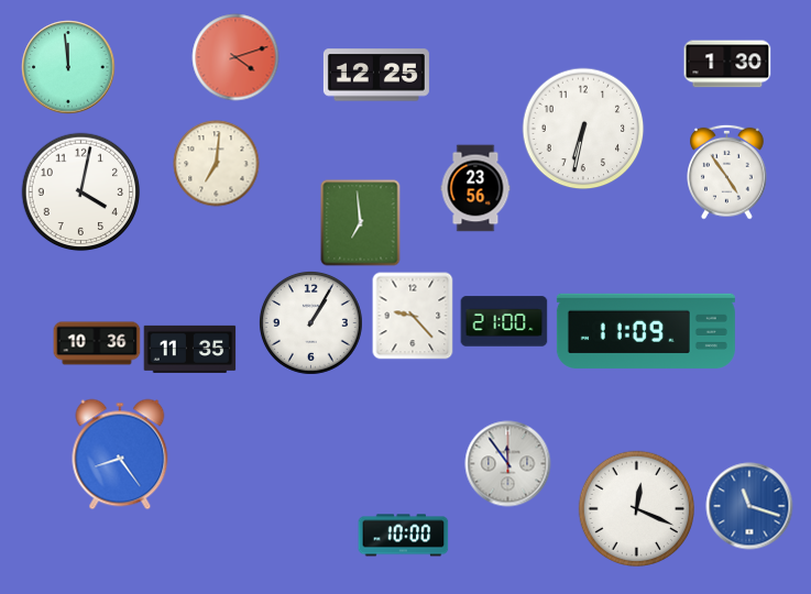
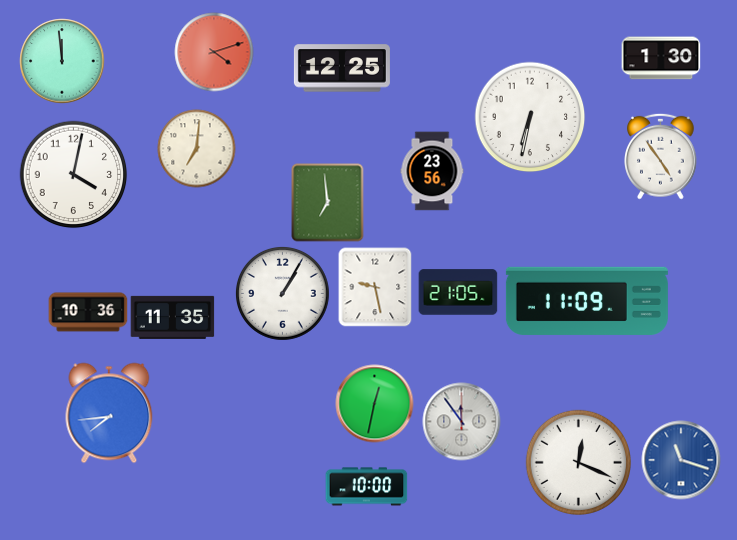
clock at (413, 316): 9:23 -> 9:28
clock at (504, 321): 21:00 -> 21:05
clock at (374, 403): none -> 12:32
clock at (120, 454): 8:24 -> 7:44
